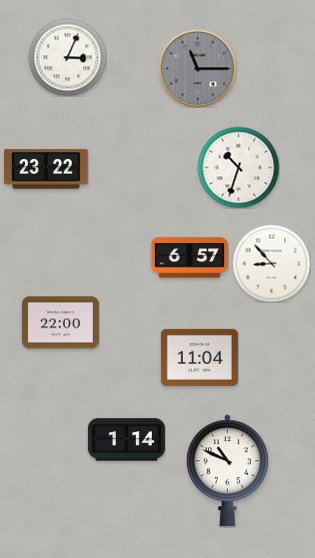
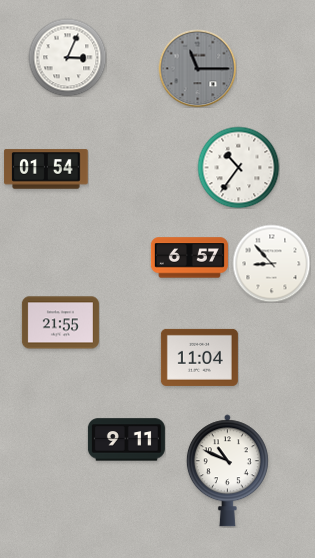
clock at (238, 167): 10:33 -> 10:36
clock at (46, 169): 23:22 -> 01:54
clock at (60, 323): 22:00 -> 21:55
clock at (126, 440): 1:14 -> 9:11
